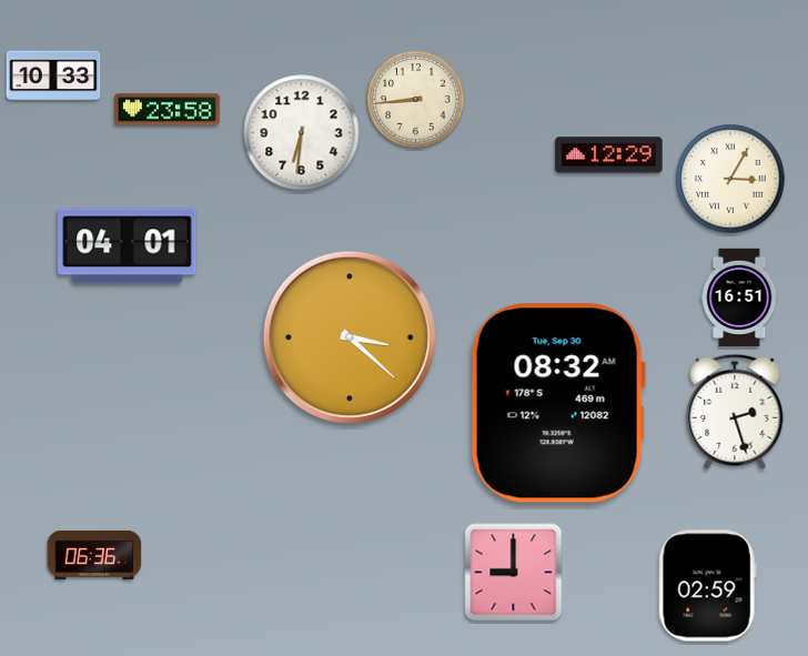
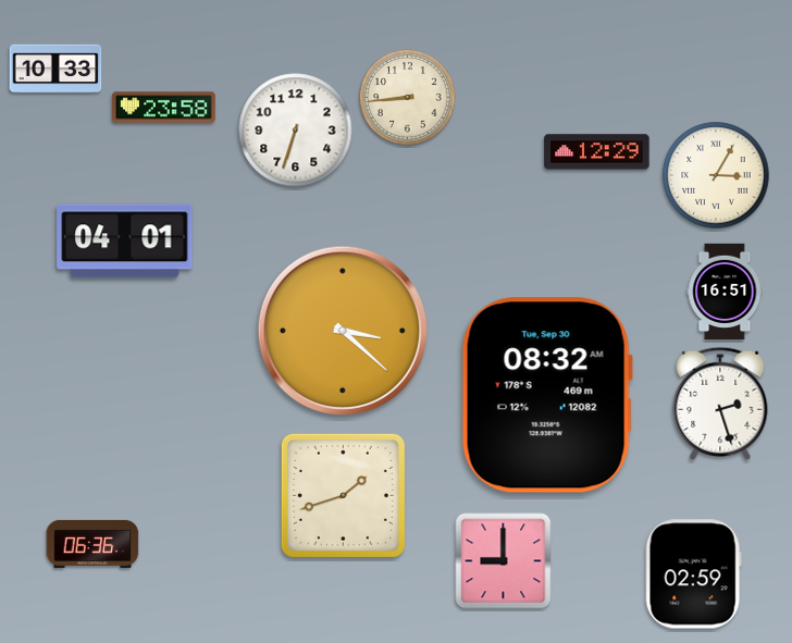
clock at (53, 75) position: (53, 75) -> (55, 69)
clock at (302, 133): 6:31 -> 6:33
clock at (343, 495): none -> 1:42
